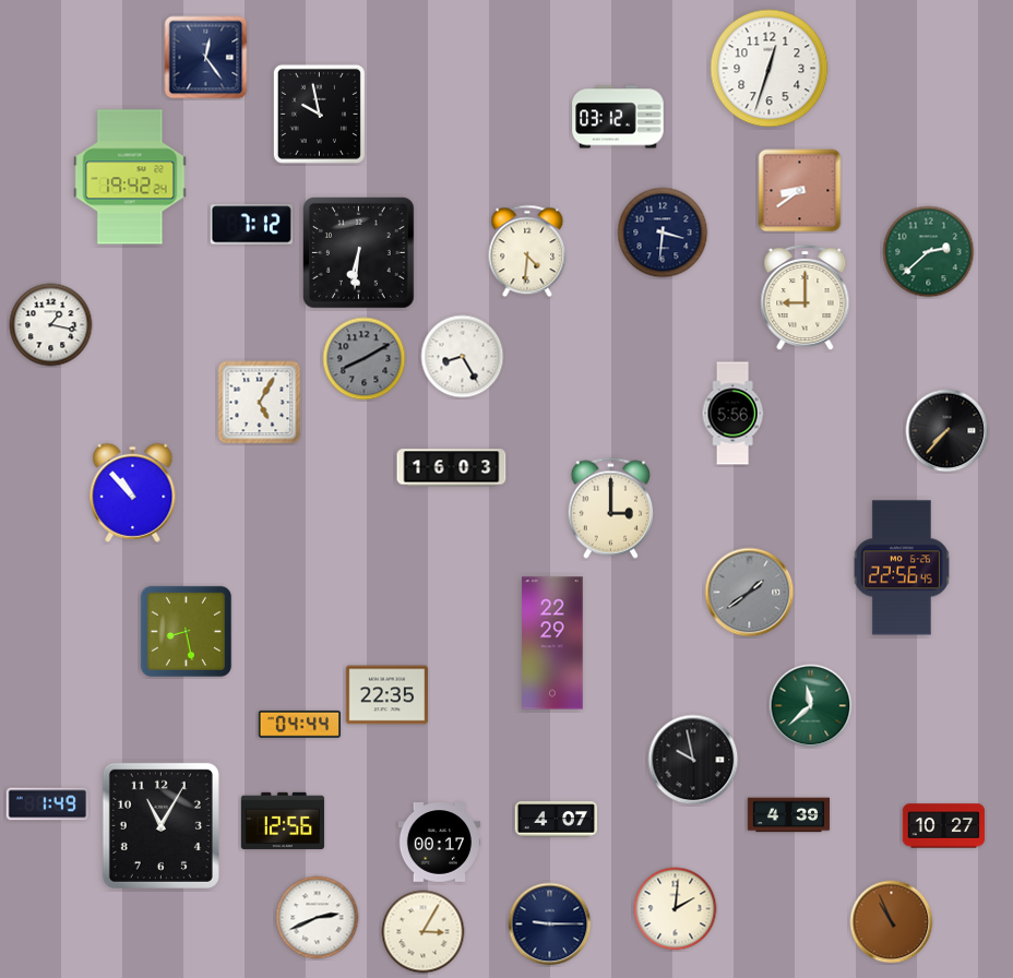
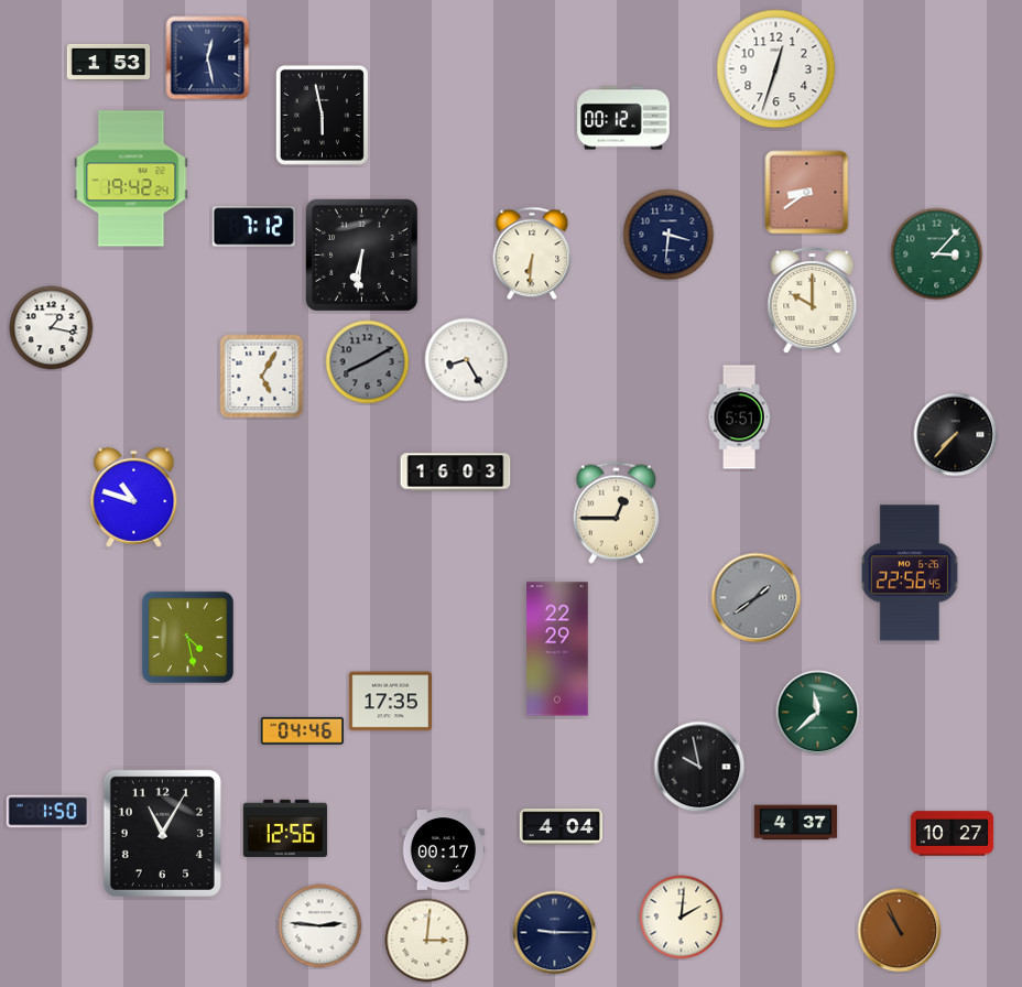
clock at (206, 58): 12:24 -> 12:28
clock at (109, 62): none -> 1:53
clock at (319, 114): 9:58 -> 5:58
clock at (618, 117): 03:12 -> 00:12
clock at (527, 251): 4:31 -> 6:31
clock at (929, 252): 2:38 -> 3:07
clock at (806, 298): 9:00 -> 10:00
clock at (260, 403) position: (260, 403) -> (262, 377)
clock at (732, 414): 5:56 -> 5:51
clock at (133, 492): 10:53 -> 10:48
clock at (610, 508): 3:00 -> 12:45
clock at (186, 631): 8:28 -> 4:28
clock at (386, 695): 22:35 -> 17:35
clock at (299, 724): 04:44 -> 04:46
clock at (47, 804): 1:49 -> 1:50
clock at (789, 815): 4:39 -> 4:37
clock at (557, 820): 4:07 -> 4:04
clock at (318, 918): 2:41 -> 2:46
clock at (424, 932): 3:05 -> 3:01
